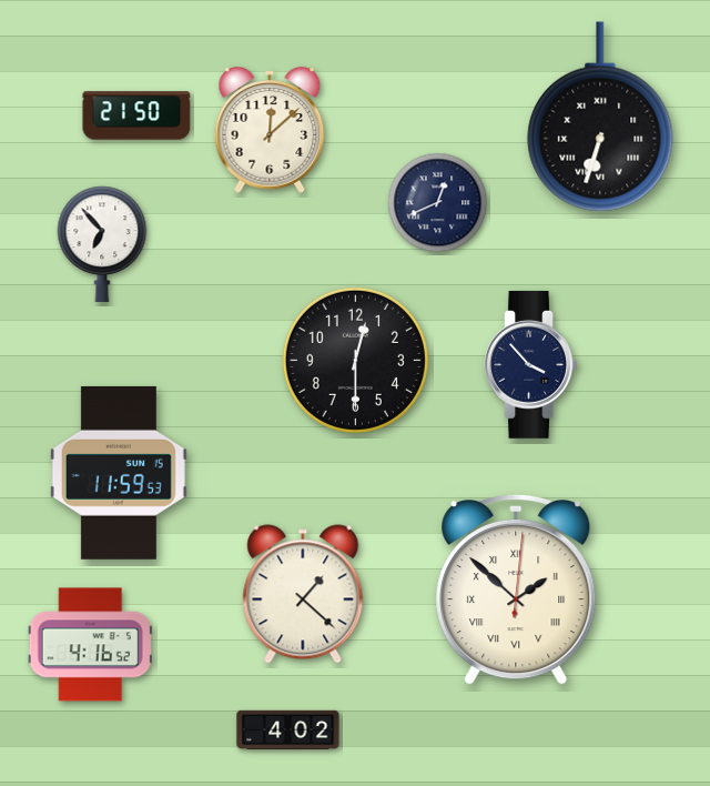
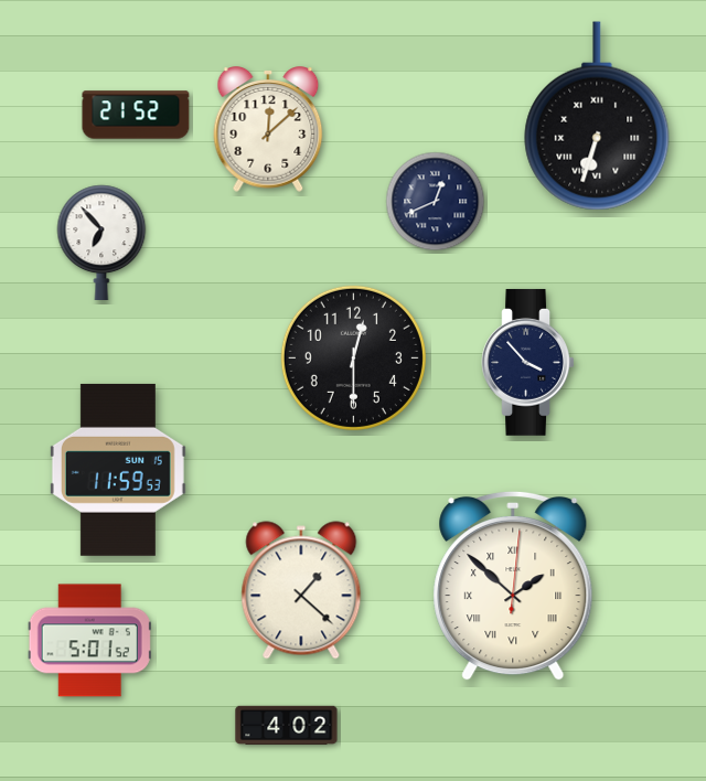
clock at (136, 115): 21:50 -> 21:52
clock at (90, 645): 4:16 -> 5:01
